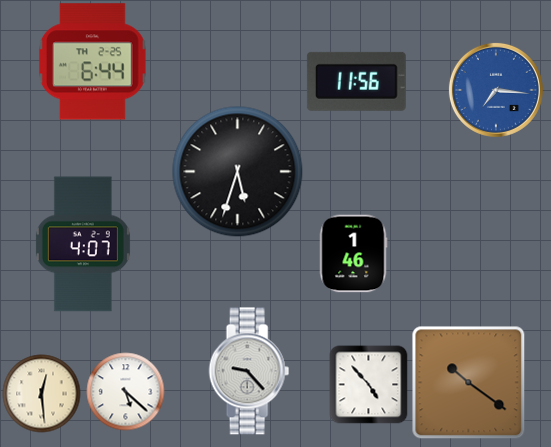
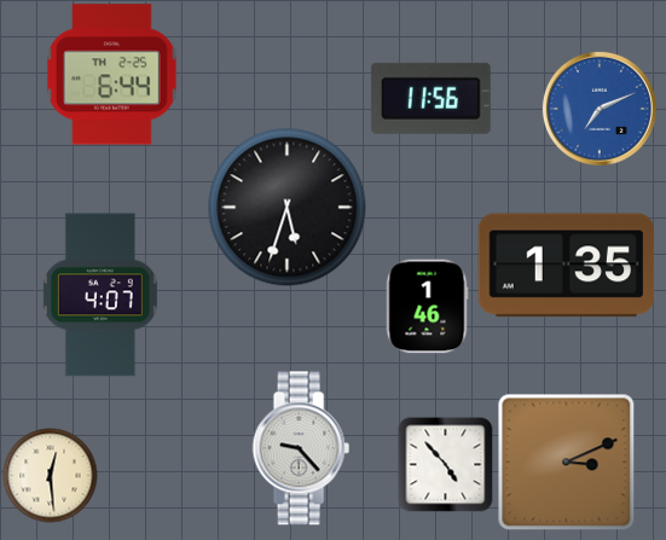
clock at (496, 90): 7:16 -> 7:11
clock at (567, 266): none -> 1:35
clock at (468, 382): 10:21 -> 3:11
clock at (125, 391): 5:22 -> none
